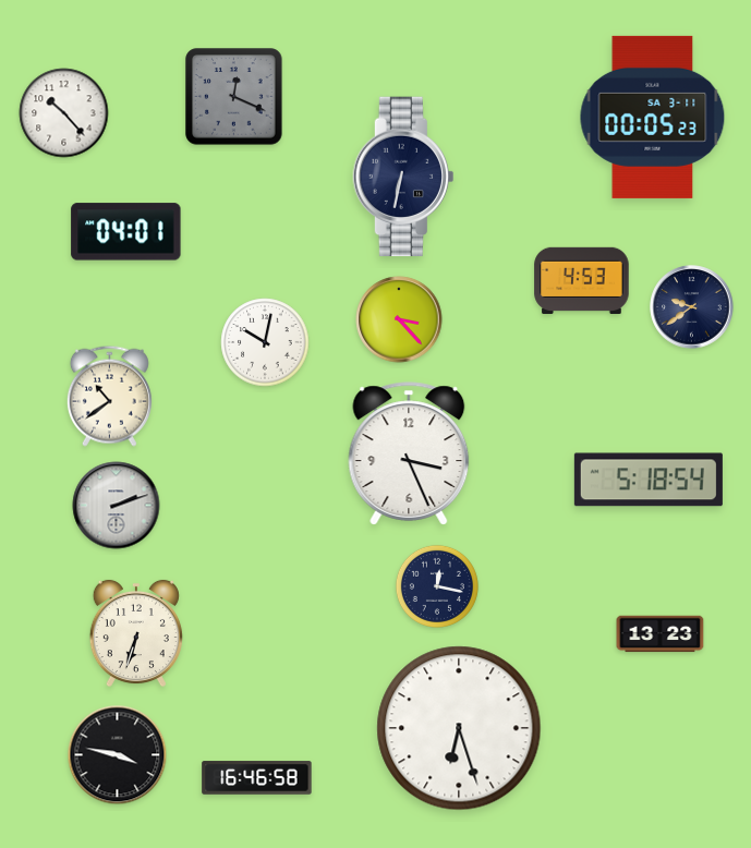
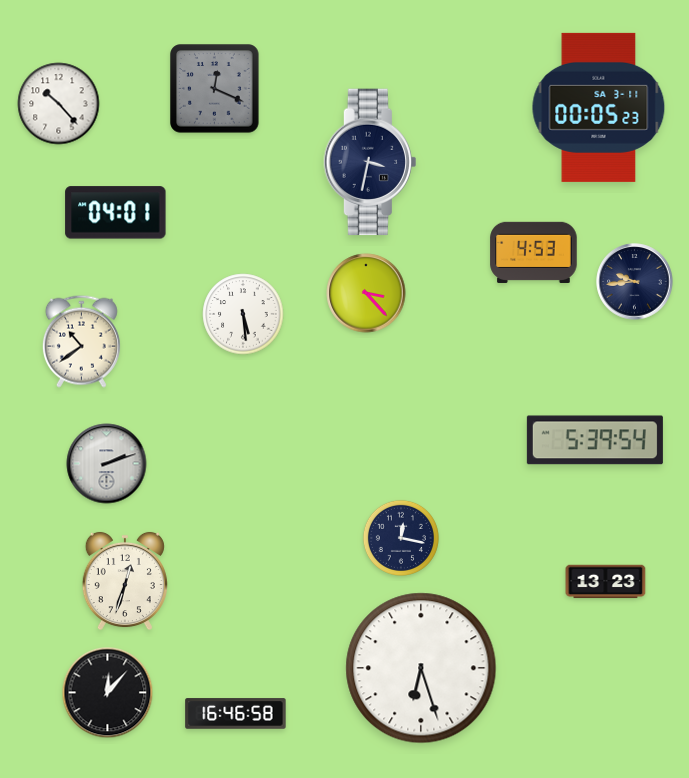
clock at (402, 177): 6:32 -> 3:32
clock at (582, 280) position: (582, 280) -> (534, 252)
clock at (692, 307): 9:39 -> 9:44
clock at (265, 342): 10:02 -> 5:29
clock at (109, 396) position: (109, 396) -> (81, 341)
clock at (409, 453): 3:26 -> none
clock at (649, 480): 5:18 -> 5:39
clock at (136, 633): 6:33 -> 12:33
clock at (118, 755): 3:47 -> 12:07
